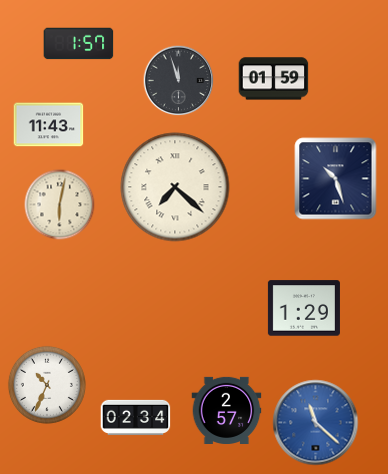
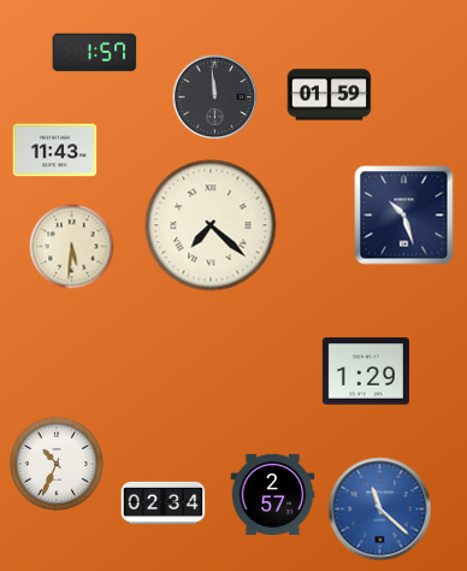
clock at (179, 81): 11:57 -> 11:59
clock at (49, 125) position: (49, 125) -> (55, 151)
clock at (60, 205): 6:02 -> 5:31
